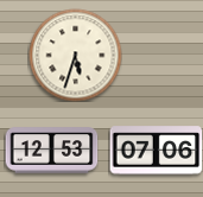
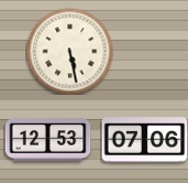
clock at (75, 55): 5:33 -> 5:28
